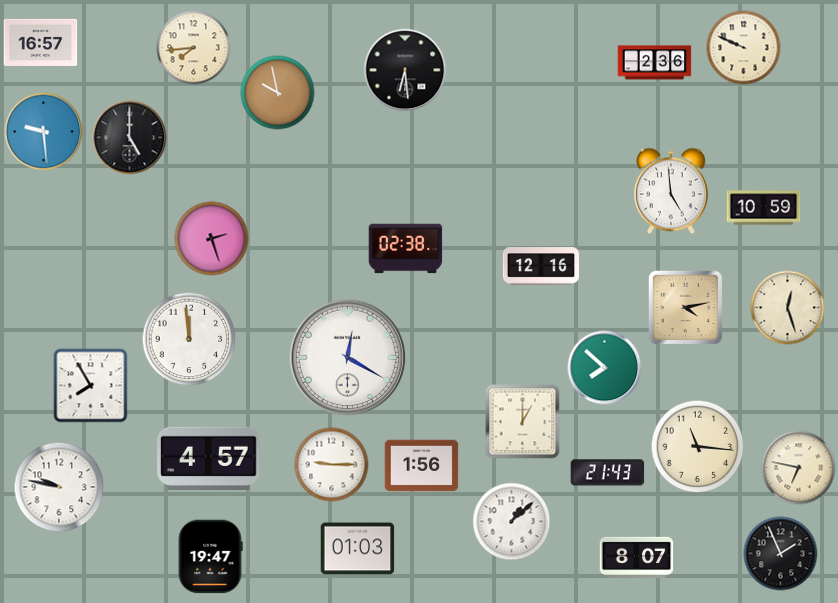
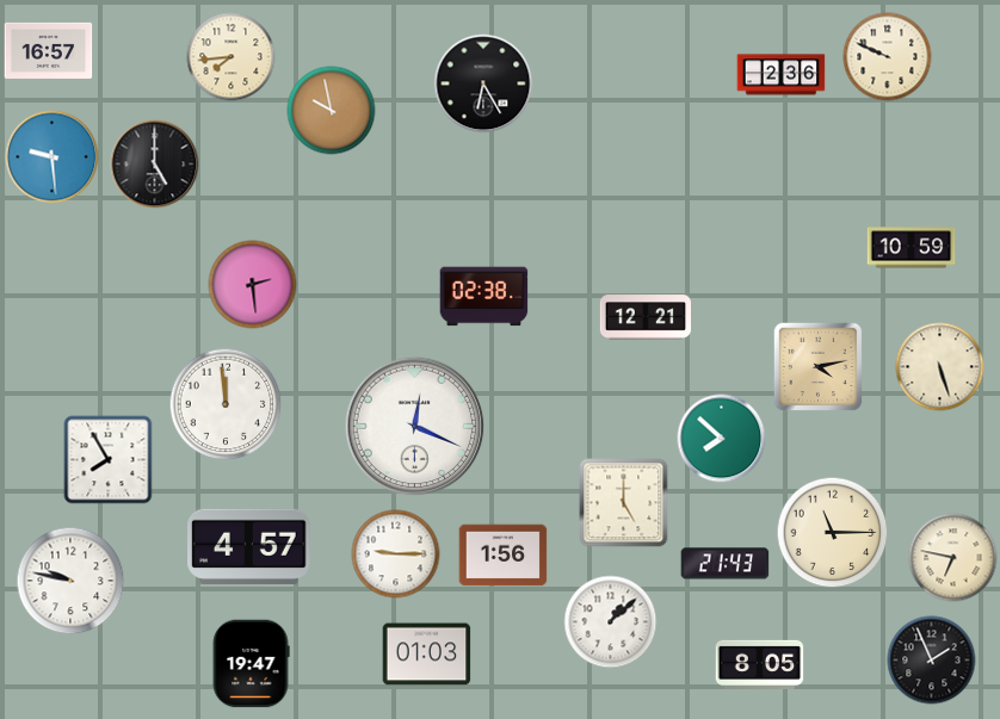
clock at (405, 70): 6:29 -> 6:25
clock at (672, 191): 4:59 -> none
clock at (212, 239): 2:27 -> 2:29
clock at (540, 266): 12:16 -> 12:21
clock at (788, 308): 12:27 -> 5:27
clock at (348, 358): 12:20 -> 12:19
clock at (523, 422): 1:00 -> 5:00
clock at (698, 447): 11:16 -> 11:15
clock at (637, 557): 8:07 -> 8:05
